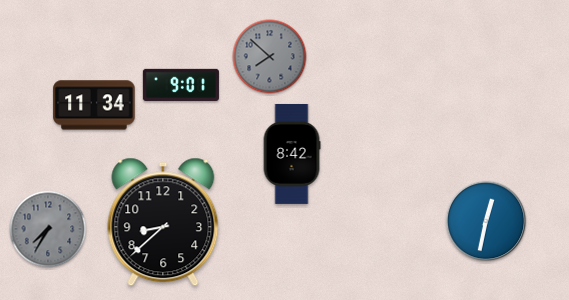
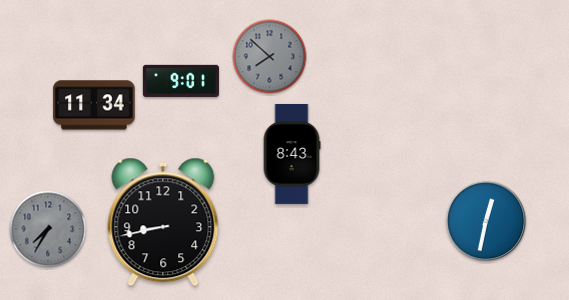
clock at (181, 85) position: (181, 85) -> (181, 81)
clock at (292, 154): 8:42 -> 8:43
clock at (163, 222): 8:38 -> 8:43
